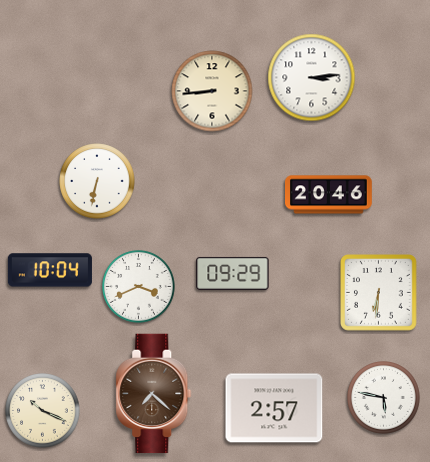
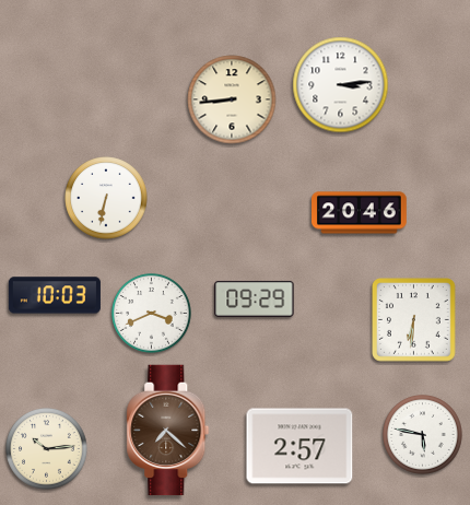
clock at (50, 270): 10:04 -> 10:03
clock at (384, 398) position: (384, 398) -> (423, 435)
clock at (43, 411): 10:19 -> 10:14
